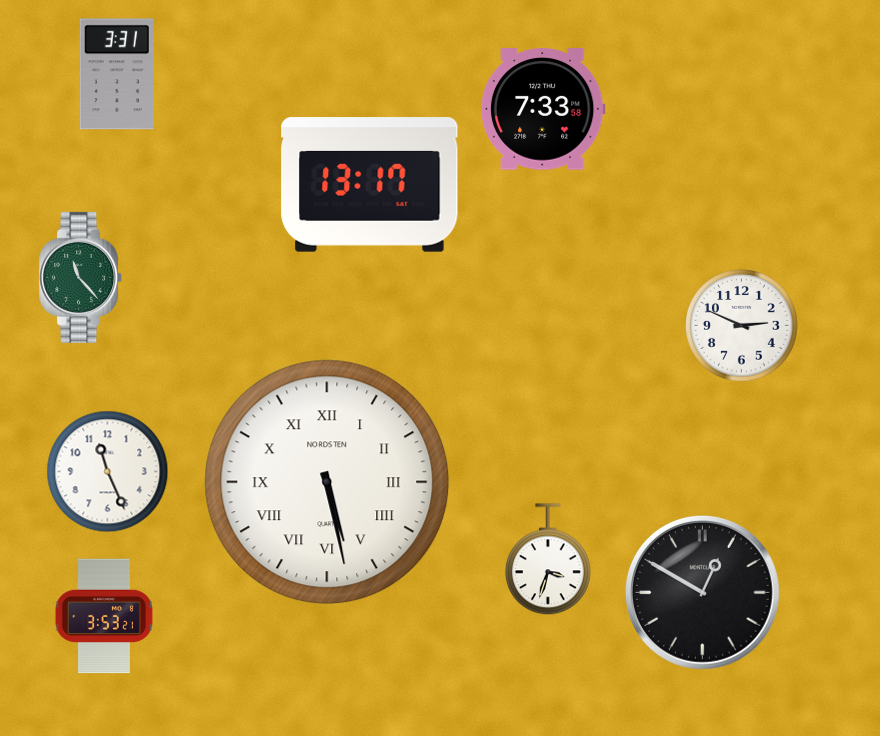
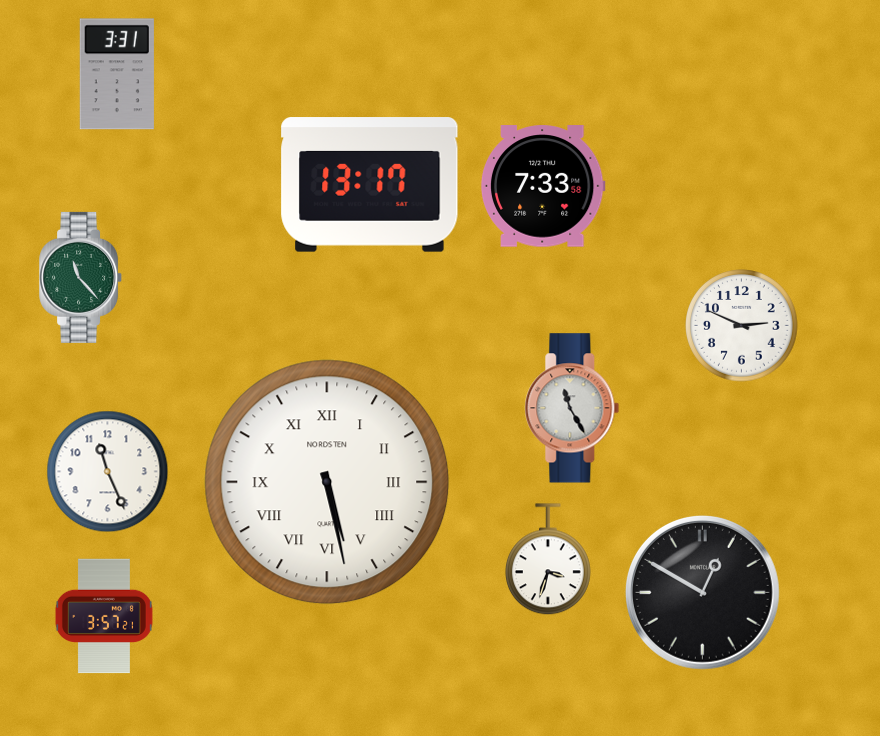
clock at (543, 109) position: (543, 109) -> (543, 186)
clock at (572, 408): none -> 11:25
clock at (104, 616): 3:53 -> 3:57
